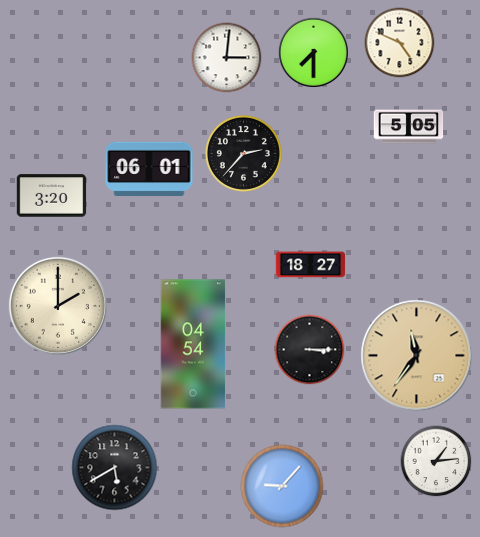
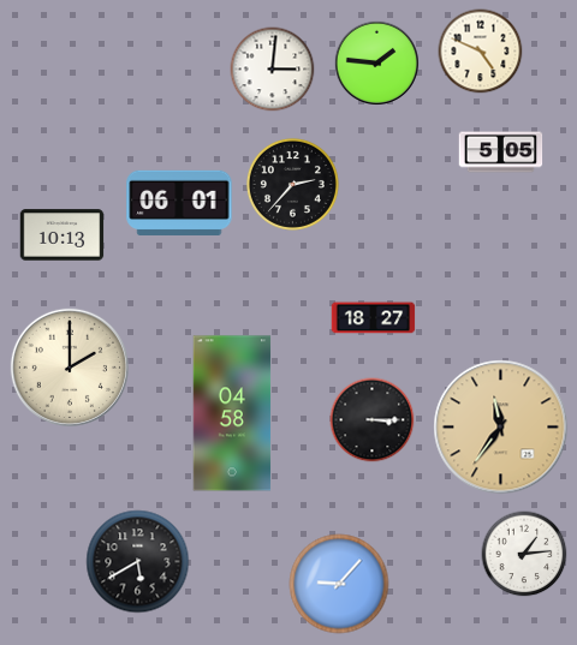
clock at (313, 52): 7:30 -> 1:46
clock at (409, 127) position: (409, 127) -> (501, 153)
clock at (52, 196): 3:20 -> 10:13
clock at (193, 344): 04:54 -> 04:58
